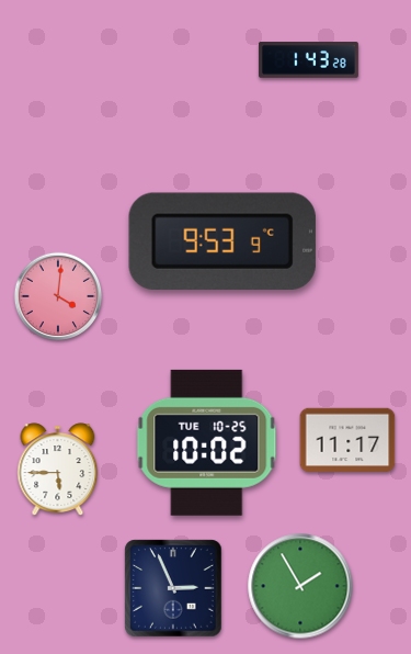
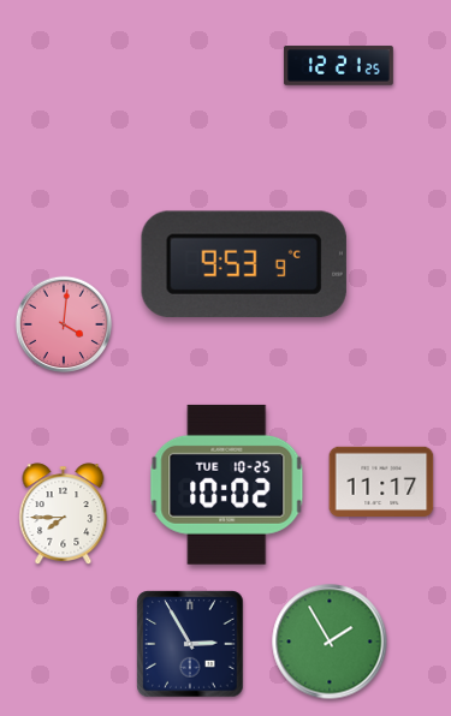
clock at (308, 60): 1:43 -> 12:21
clock at (58, 469): 5:45 -> 7:45
clock at (173, 588): 2:56 -> 2:55
